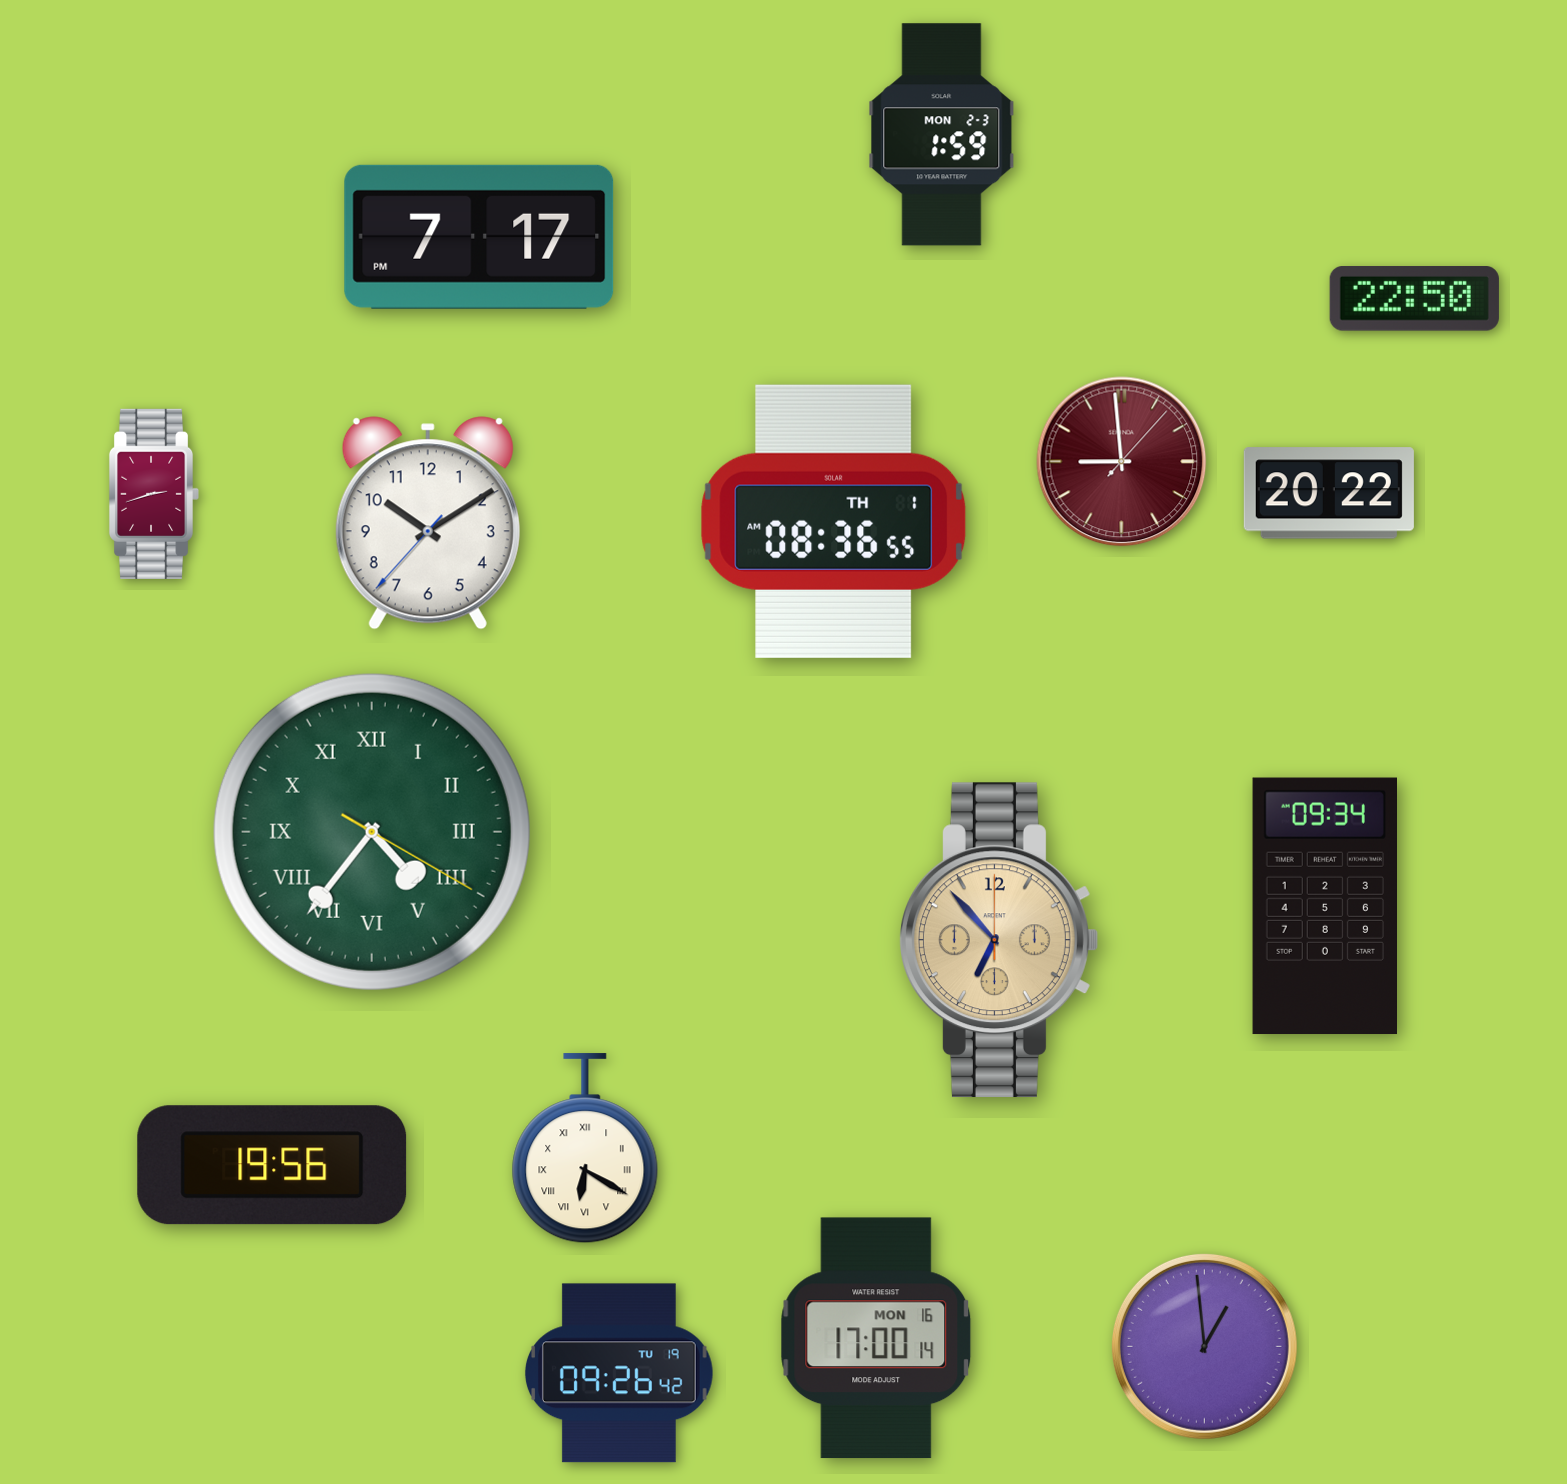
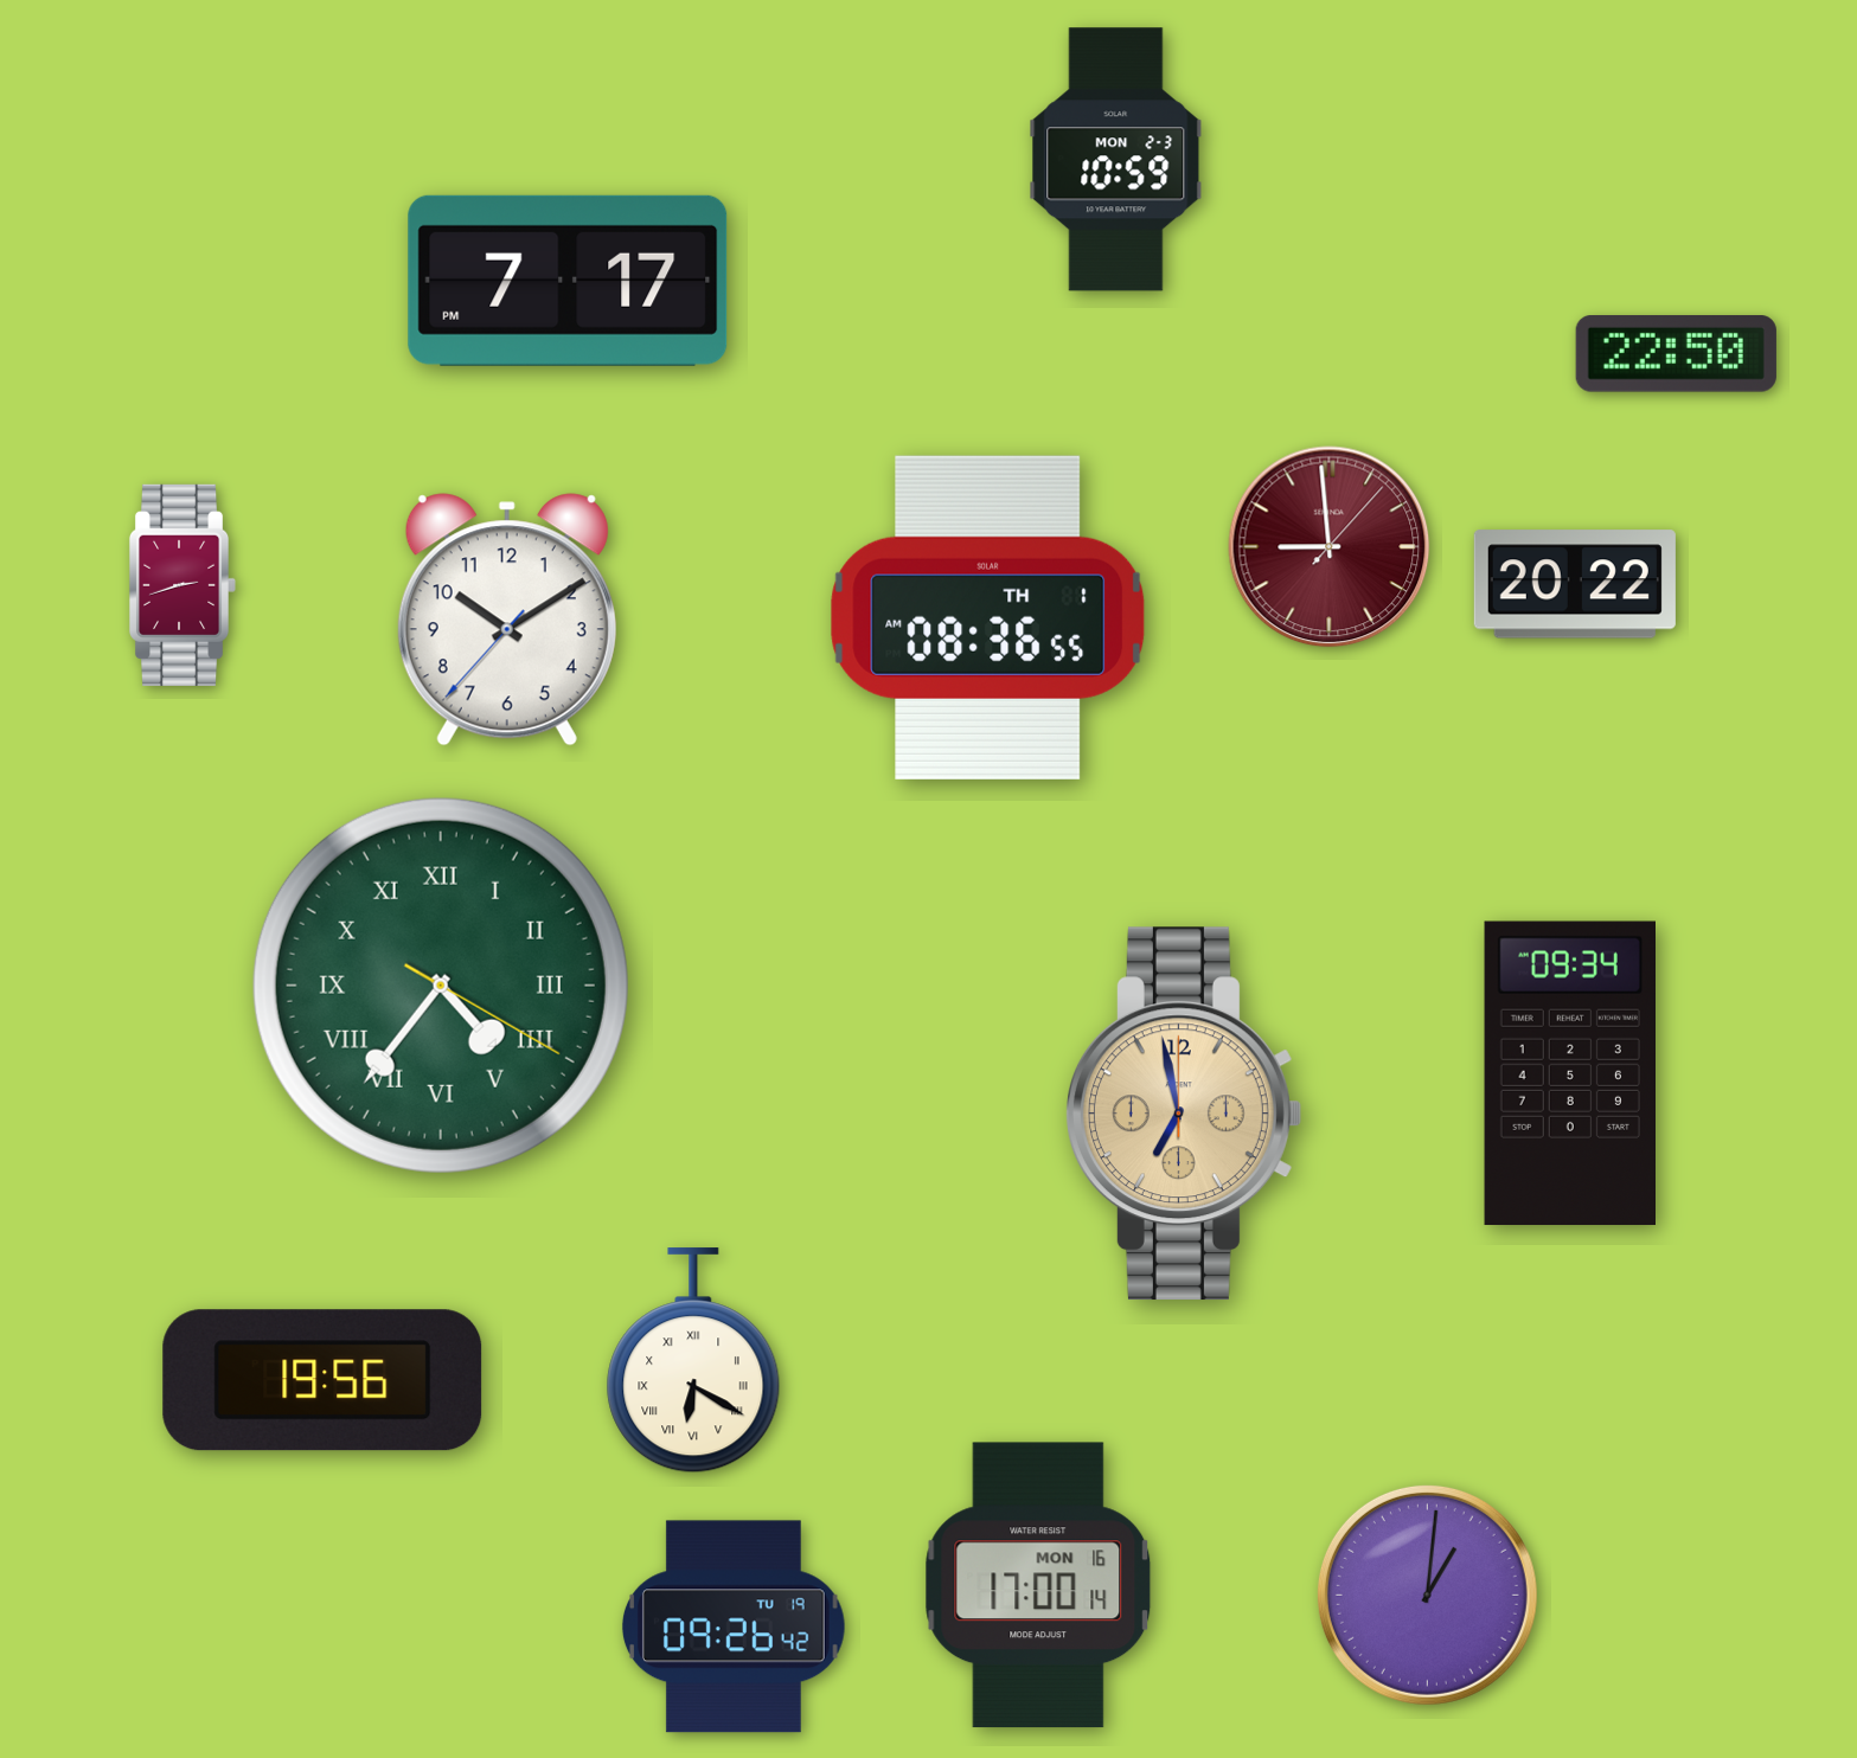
clock at (942, 135): 1:59 -> 10:59
clock at (999, 940): 6:53 -> 6:58
clock at (1204, 1346): 12:59 -> 1:01
